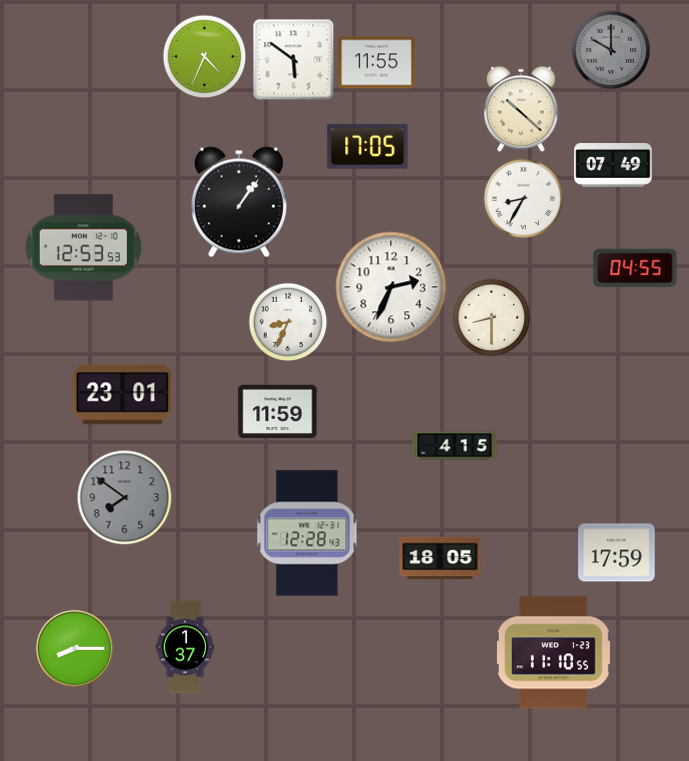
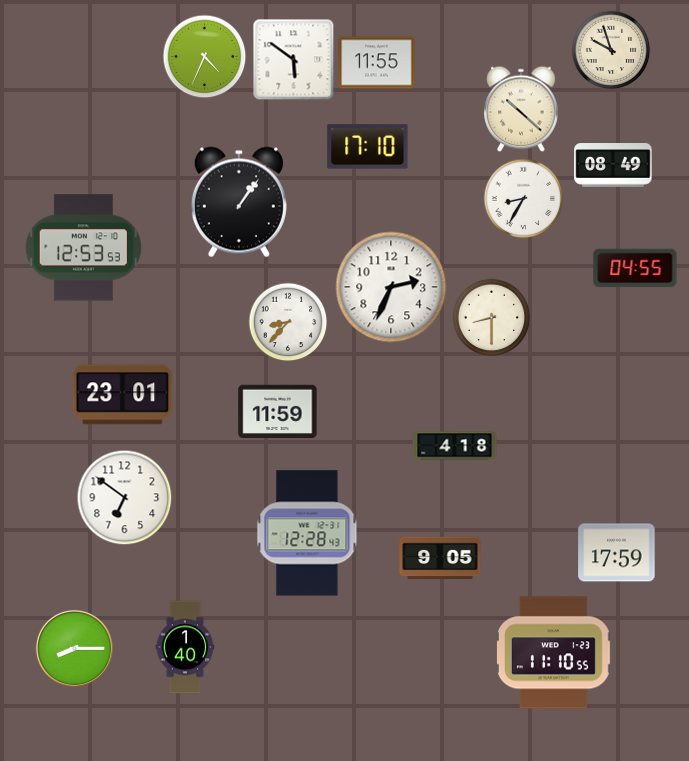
clock at (611, 50): 10:00 -> 9:57
clock at (611, 50) dial: grey -> cream
clock at (368, 147): 17:05 -> 17:10
clock at (613, 166): 07:49 -> 08:49
clock at (288, 322): 8:34 -> 8:37
clock at (455, 446): 4:15 -> 4:18
clock at (124, 497): 7:51 -> 6:51
clock at (124, 497) dial: grey -> white
clock at (440, 558): 18:05 -> 9:05
clock at (185, 647): 1:37 -> 1:40
